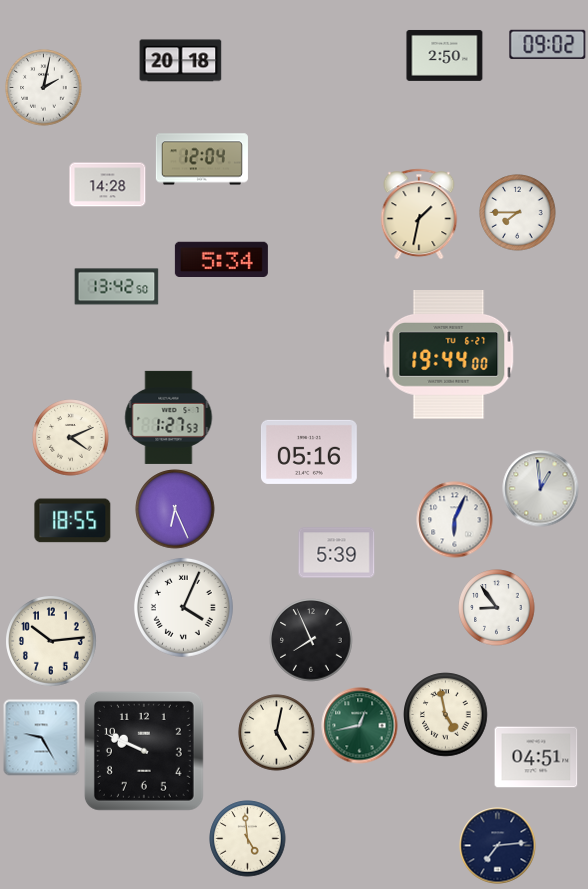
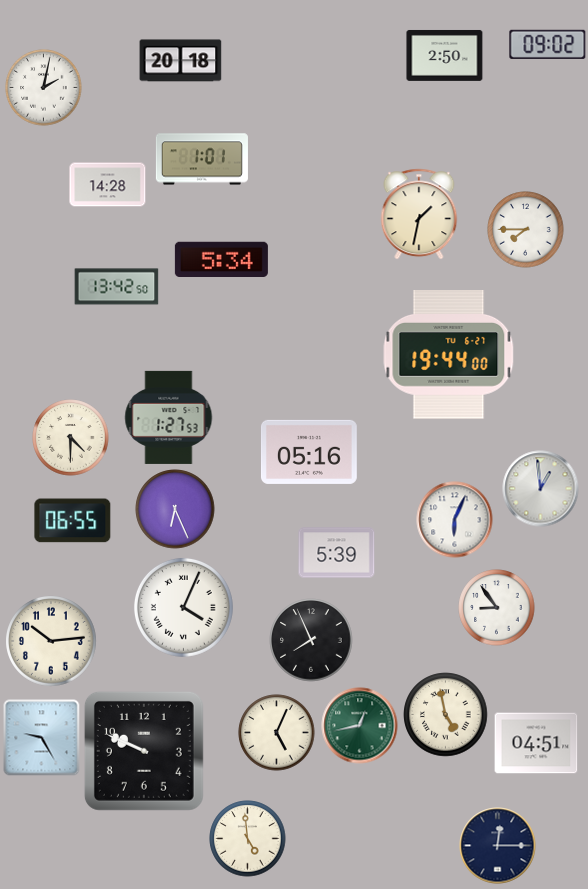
clock at (202, 159): 12:04 -> 1:01
clock at (518, 213) position: (518, 213) -> (526, 230)
clock at (71, 438): 4:11 -> 4:30
clock at (73, 521): 18:55 -> 06:55
clock at (277, 733): 5:02 -> 5:04
clock at (536, 757) position: (536, 757) -> (536, 743)
clock at (498, 846): 7:14 -> 12:15
